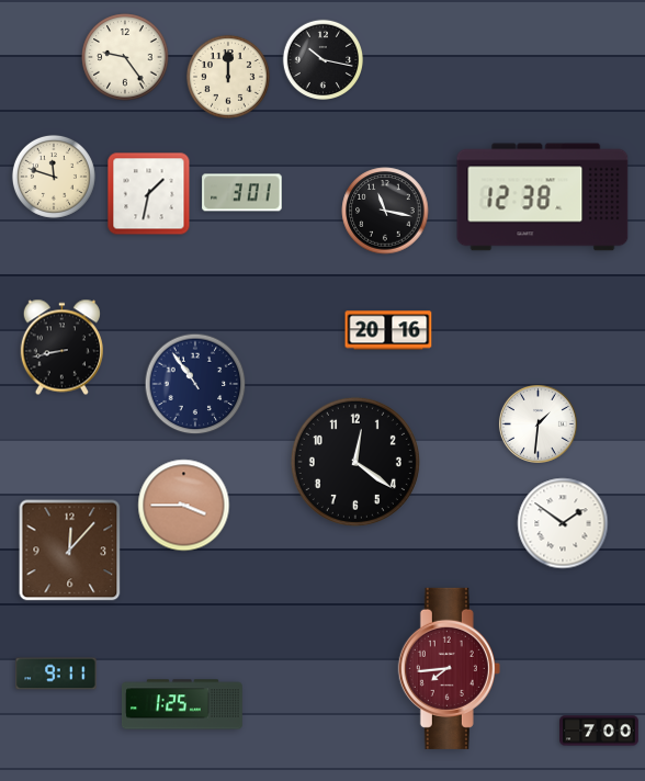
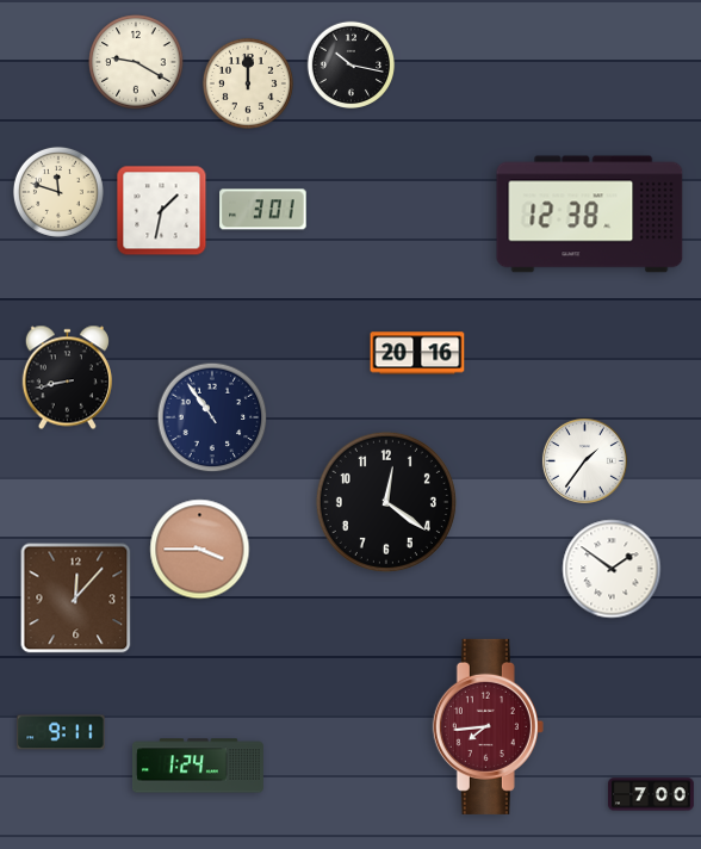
clock at (125, 57): 9:24 -> 9:20
clock at (385, 211): 11:17 -> none
clock at (388, 330) position: (388, 330) -> (417, 353)
clock at (537, 423): 1:31 -> 1:36
clock at (182, 704): 1:25 -> 1:24
